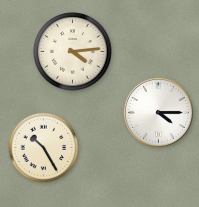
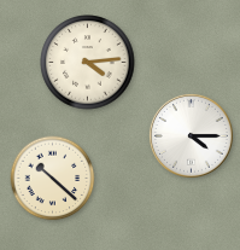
clock at (44, 148): 10:25 -> 10:22
